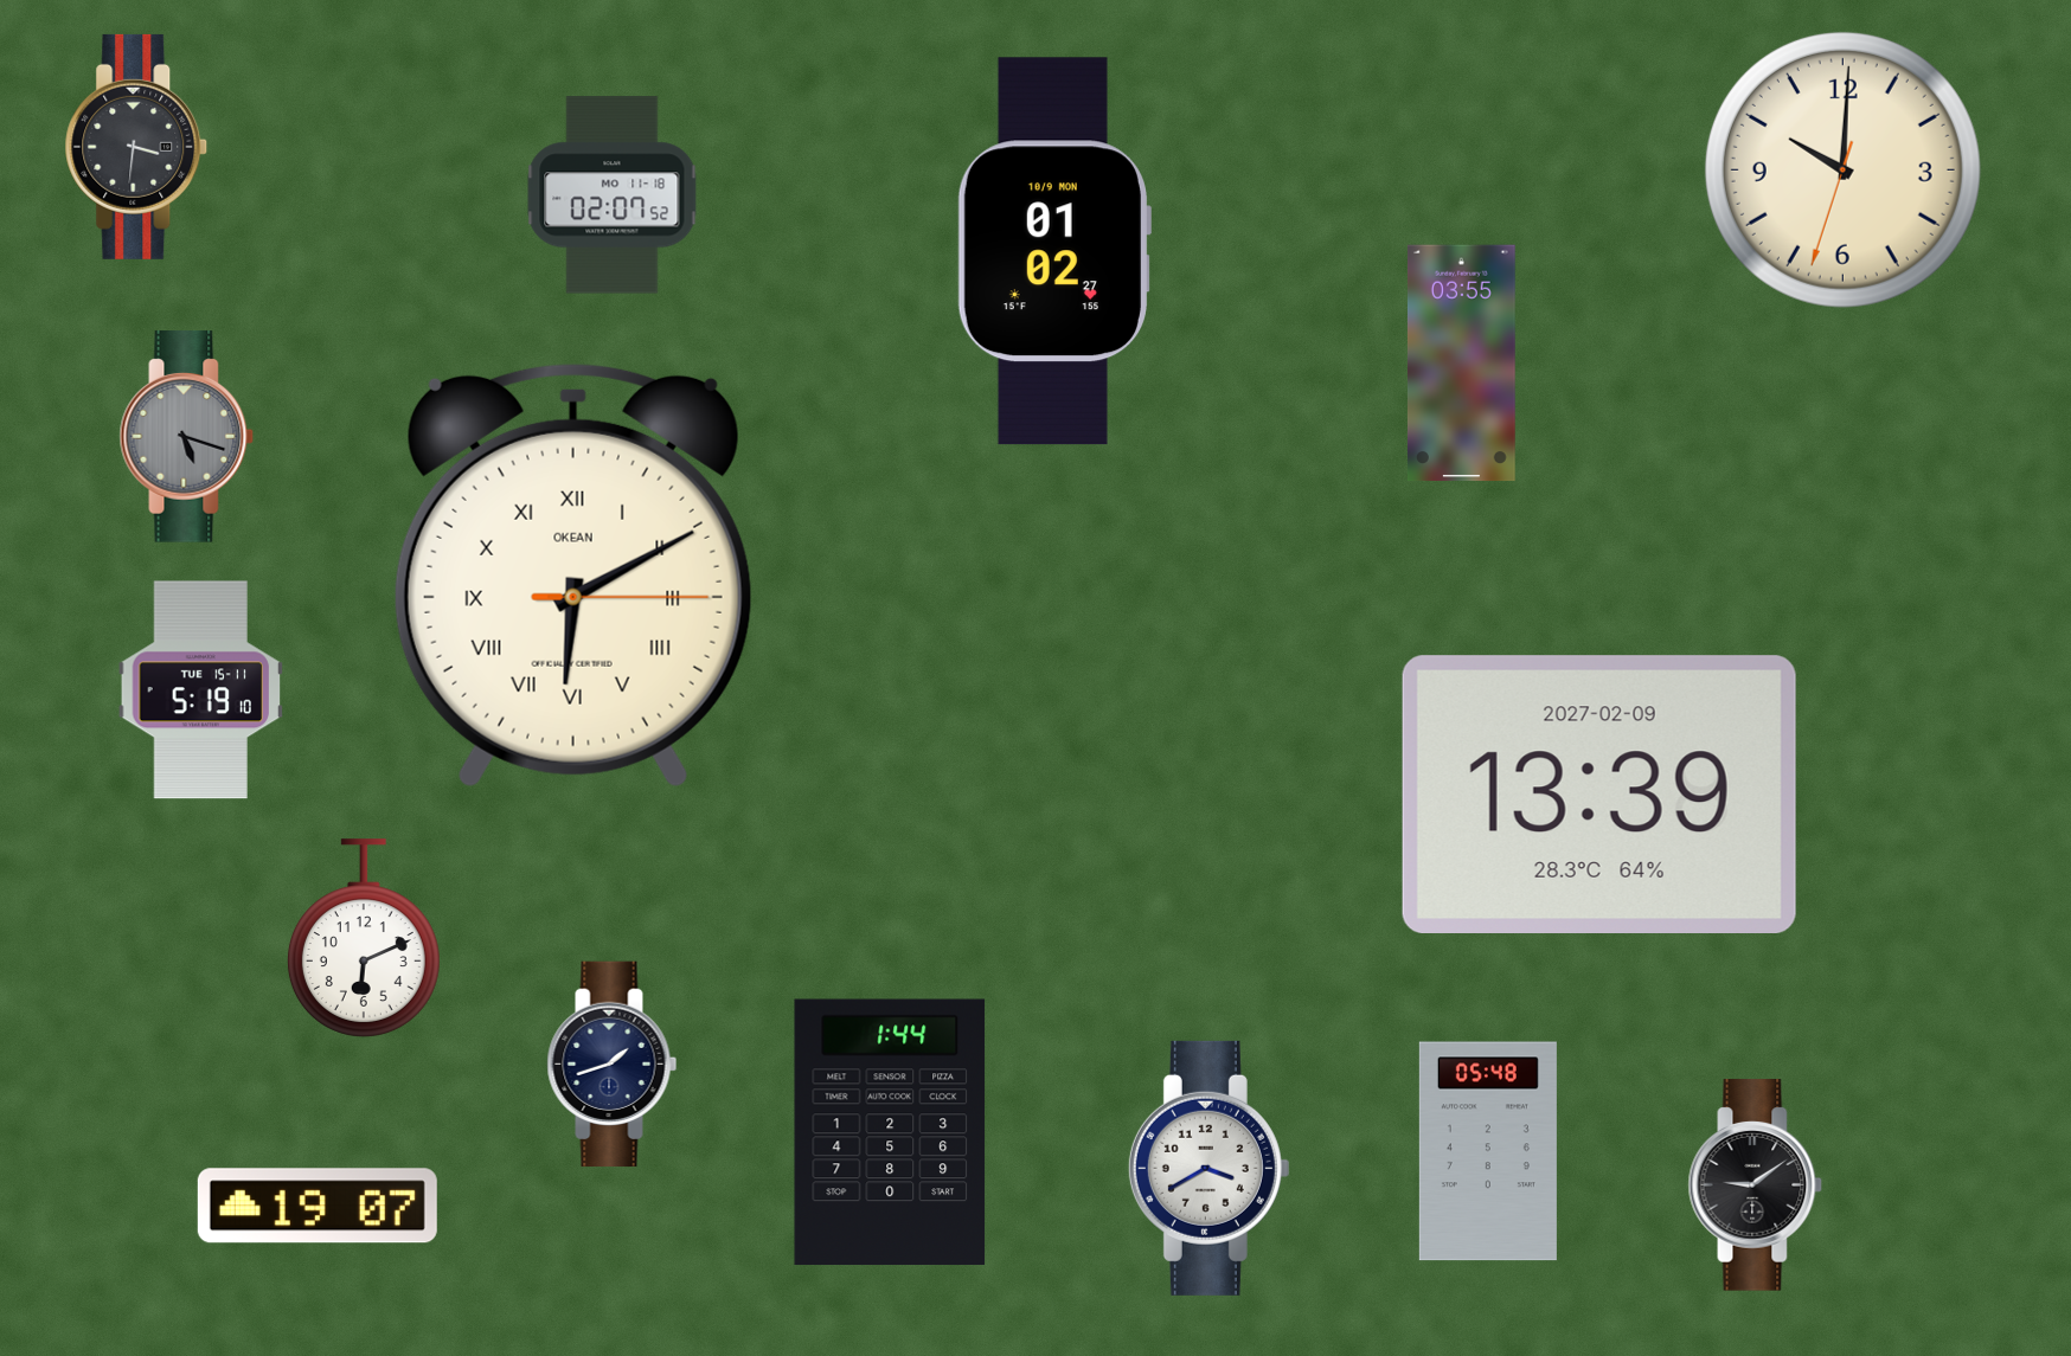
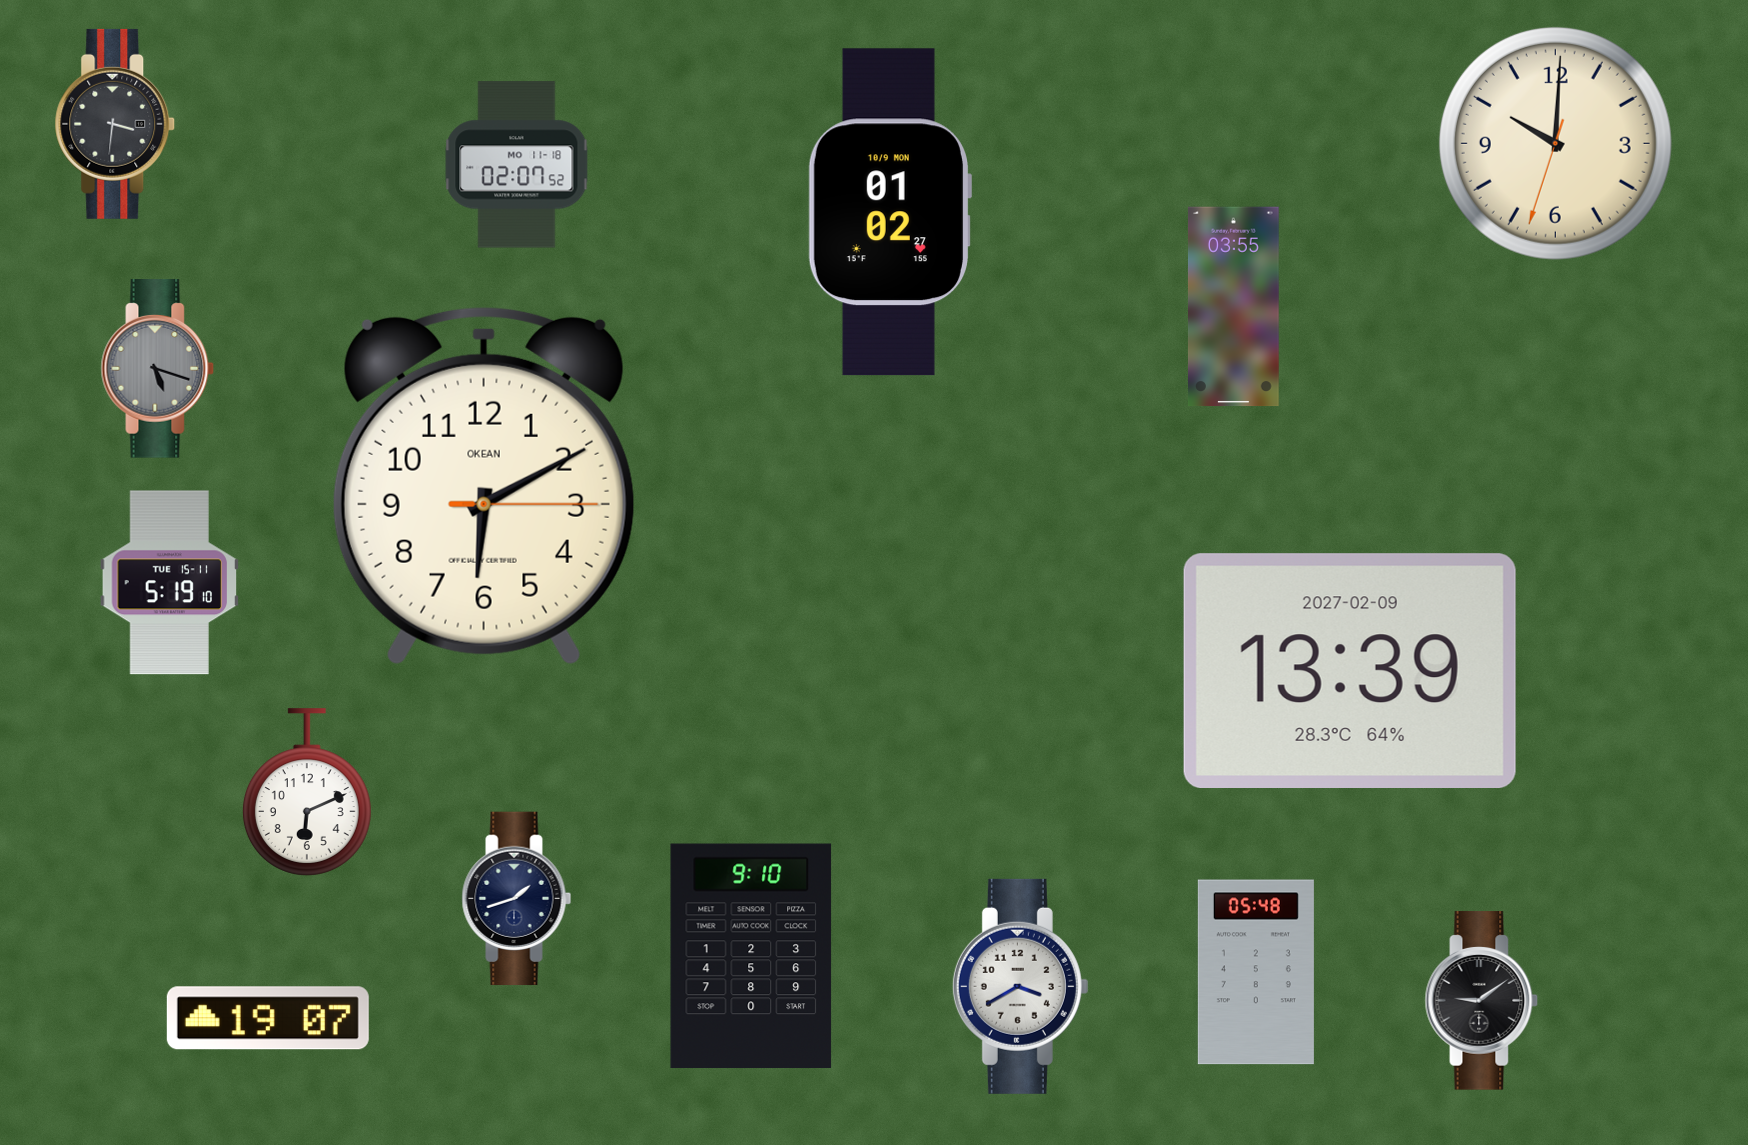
clock at (573, 576) numerals: Roman -> Arabic
clock at (890, 1132): 1:44 -> 9:10
